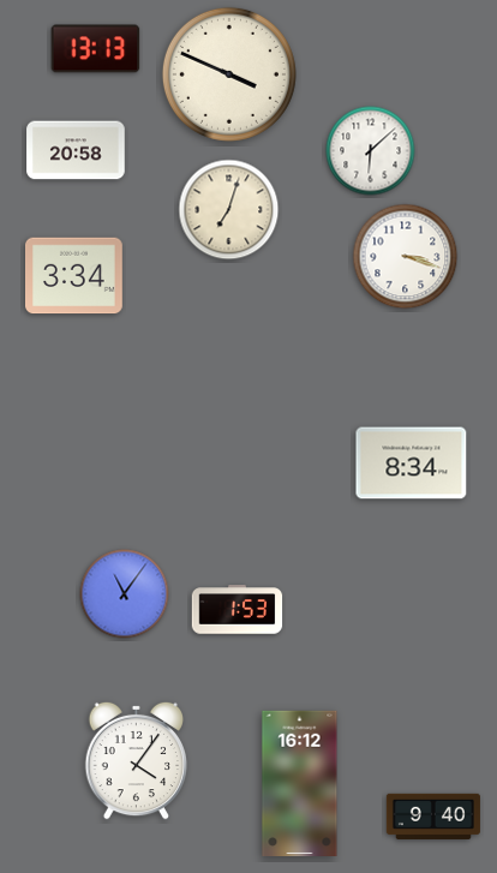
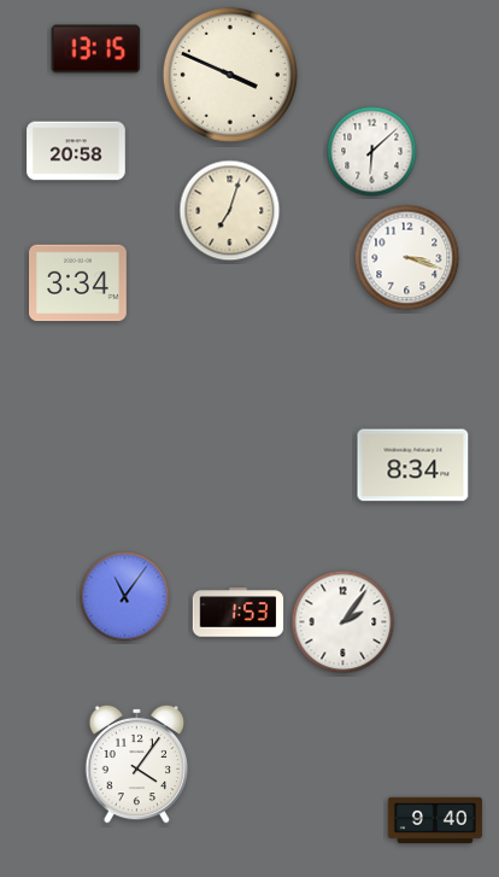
clock at (96, 49): 13:13 -> 13:15
clock at (74, 276) position: (74, 276) -> (78, 283)
clock at (344, 622): none -> 2:06
clock at (300, 783): 16:12 -> none
